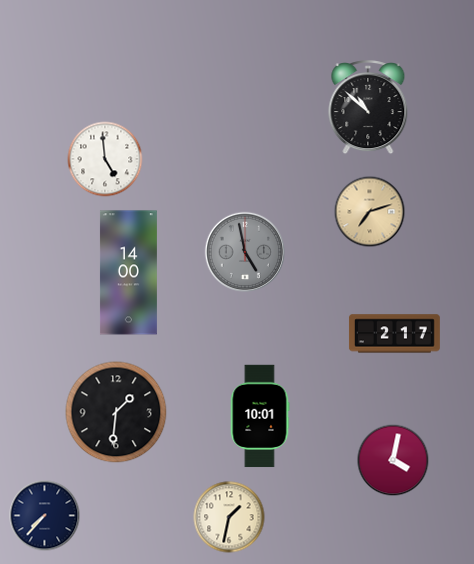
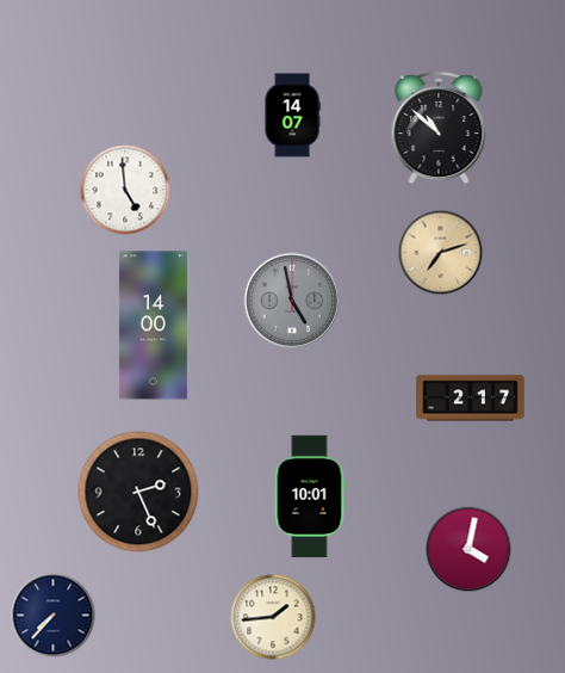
clock at (292, 116): none -> 14:07
clock at (116, 412): 1:31 -> 2:26
clock at (229, 517): 1:32 -> 1:44
